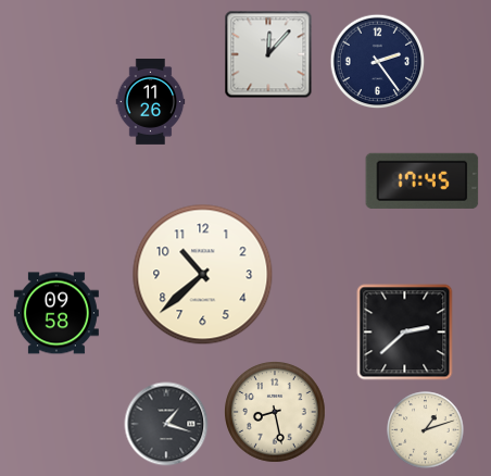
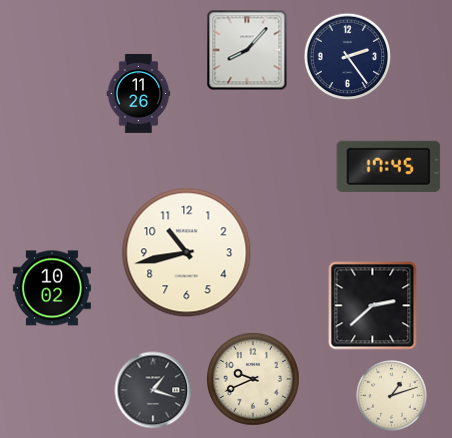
clock at (268, 54): 12:07 -> 8:07
clock at (203, 275): 10:38 -> 10:43
clock at (56, 313): 09:58 -> 10:02
clock at (276, 413): 8:28 -> 9:41
